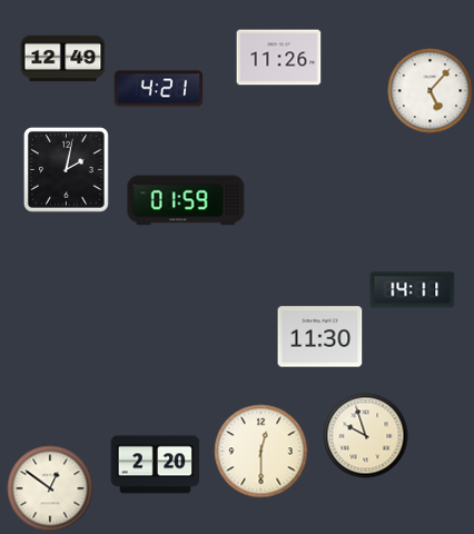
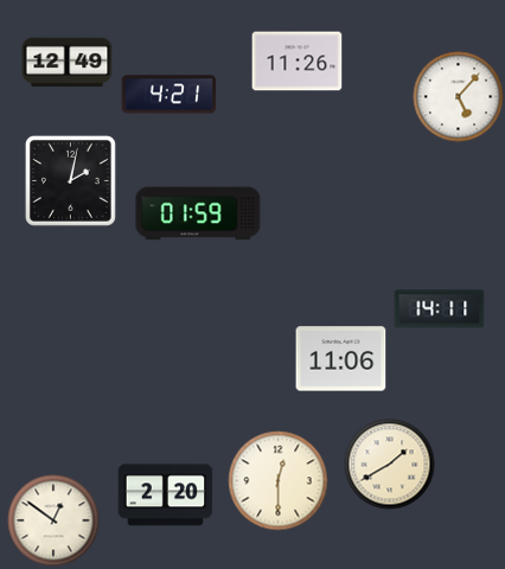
clock at (320, 337): 11:30 -> 11:06
clock at (366, 436): 9:57 -> 1:40
